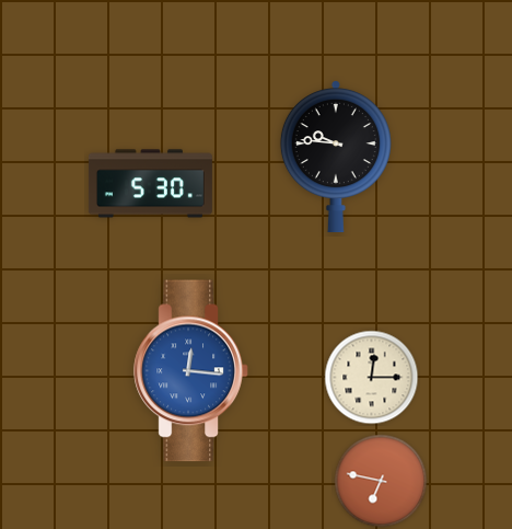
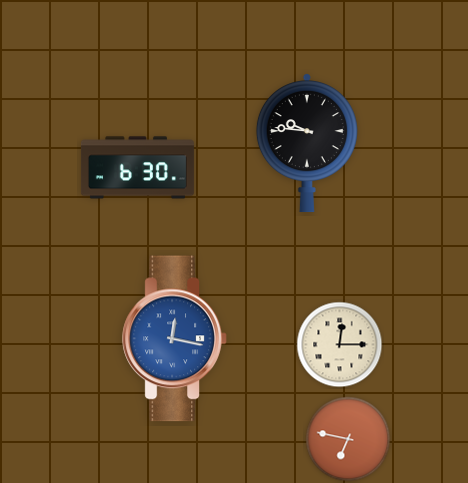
clock at (150, 184): 5:30 -> 6:30
clock at (191, 371): 12:16 -> 12:17
